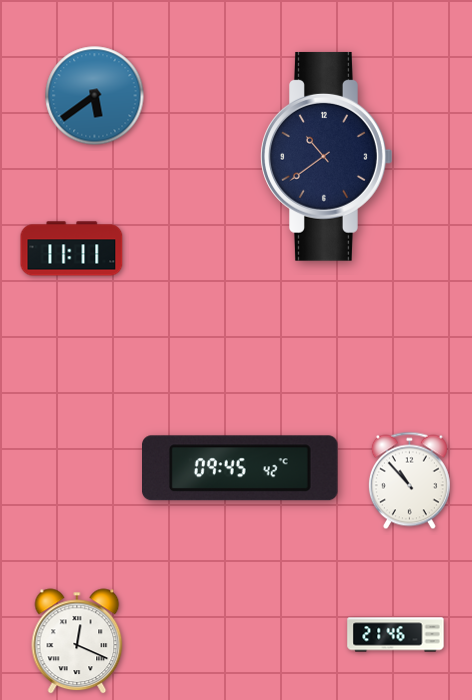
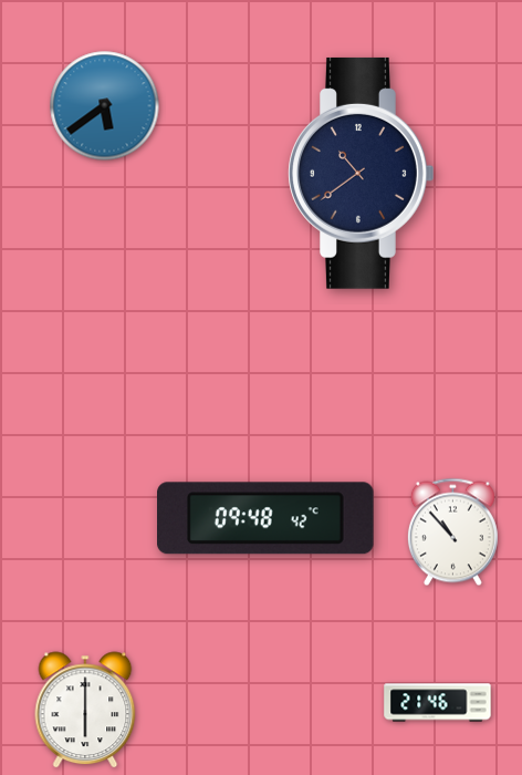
clock at (72, 249): 11:11 -> none
clock at (241, 468): 09:45 -> 09:48
clock at (77, 641): 12:19 -> 6:00
